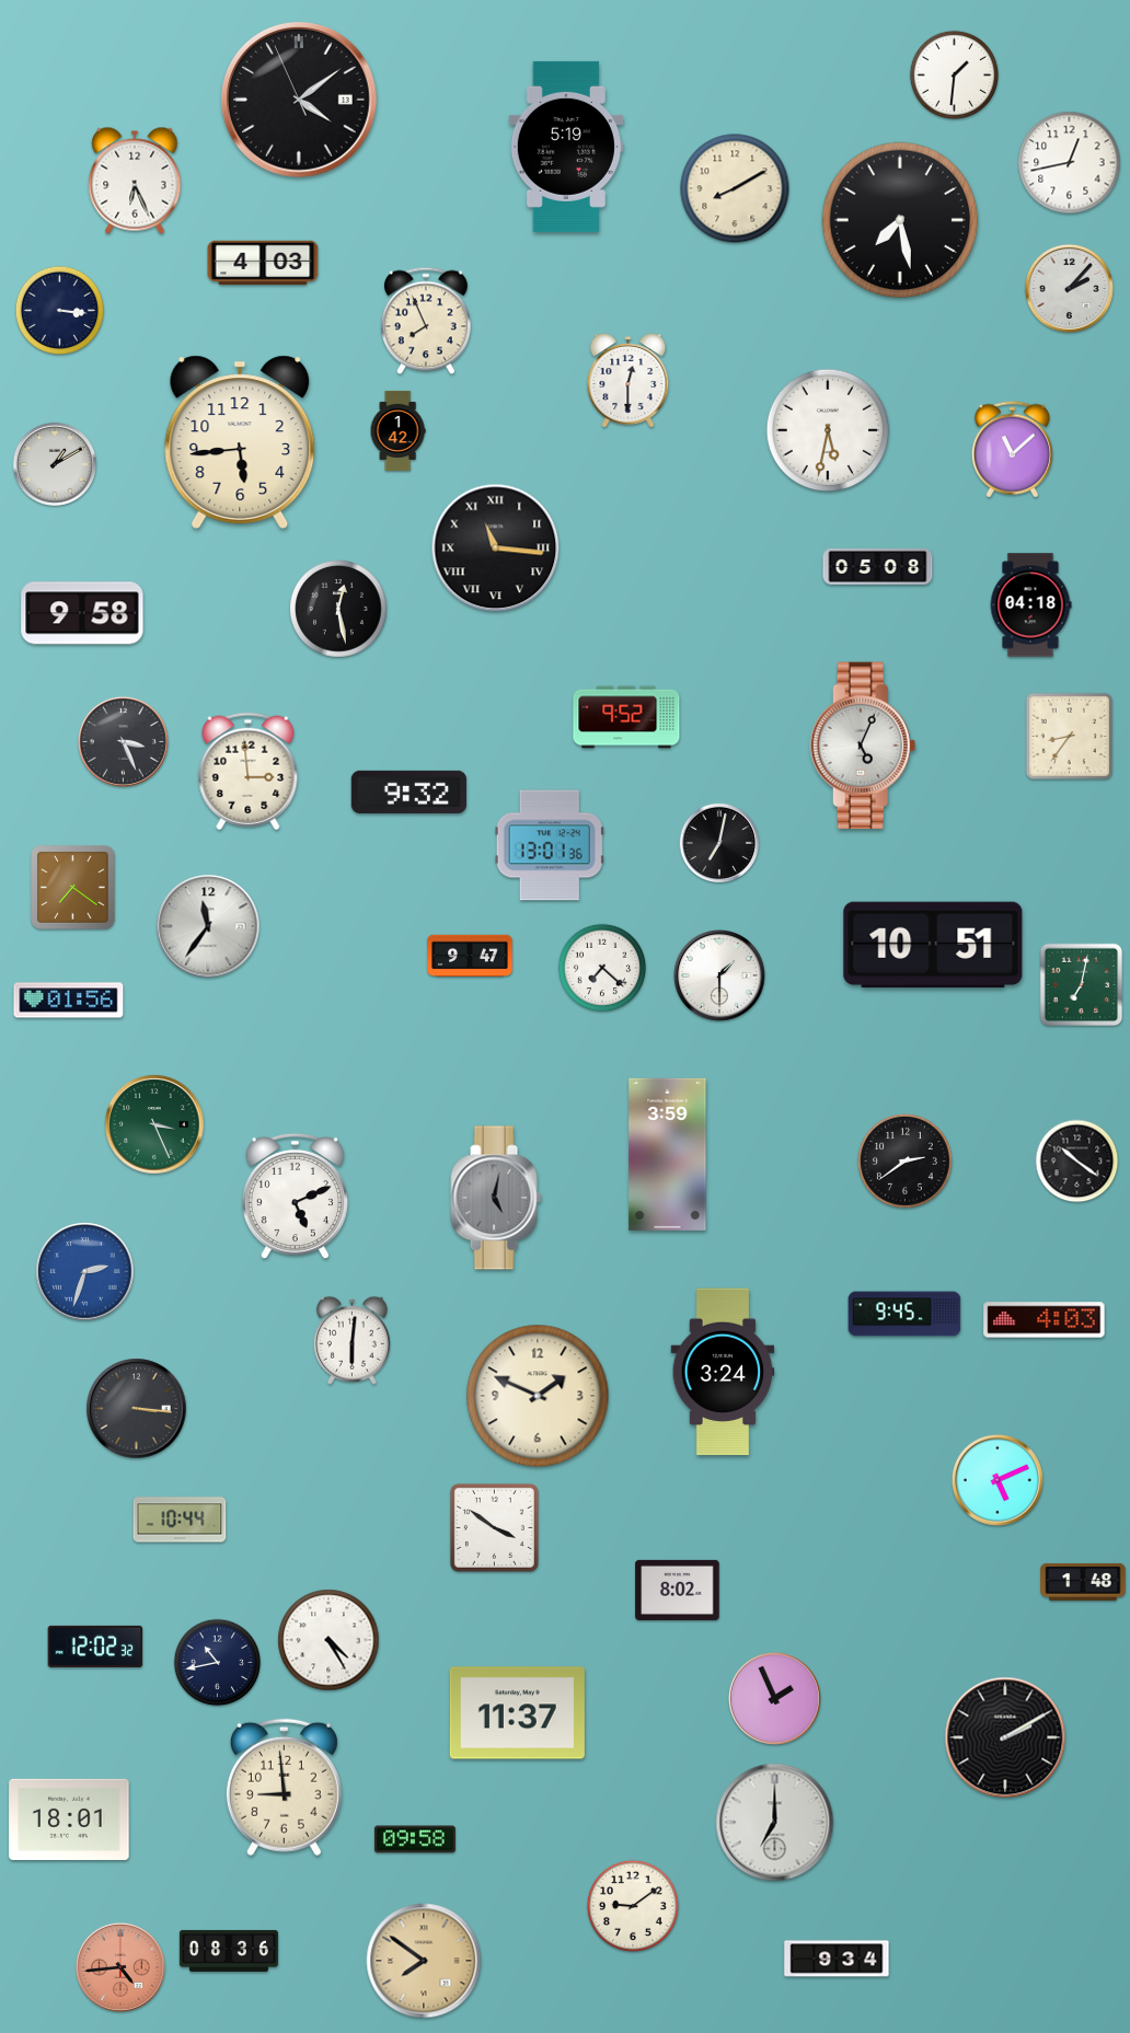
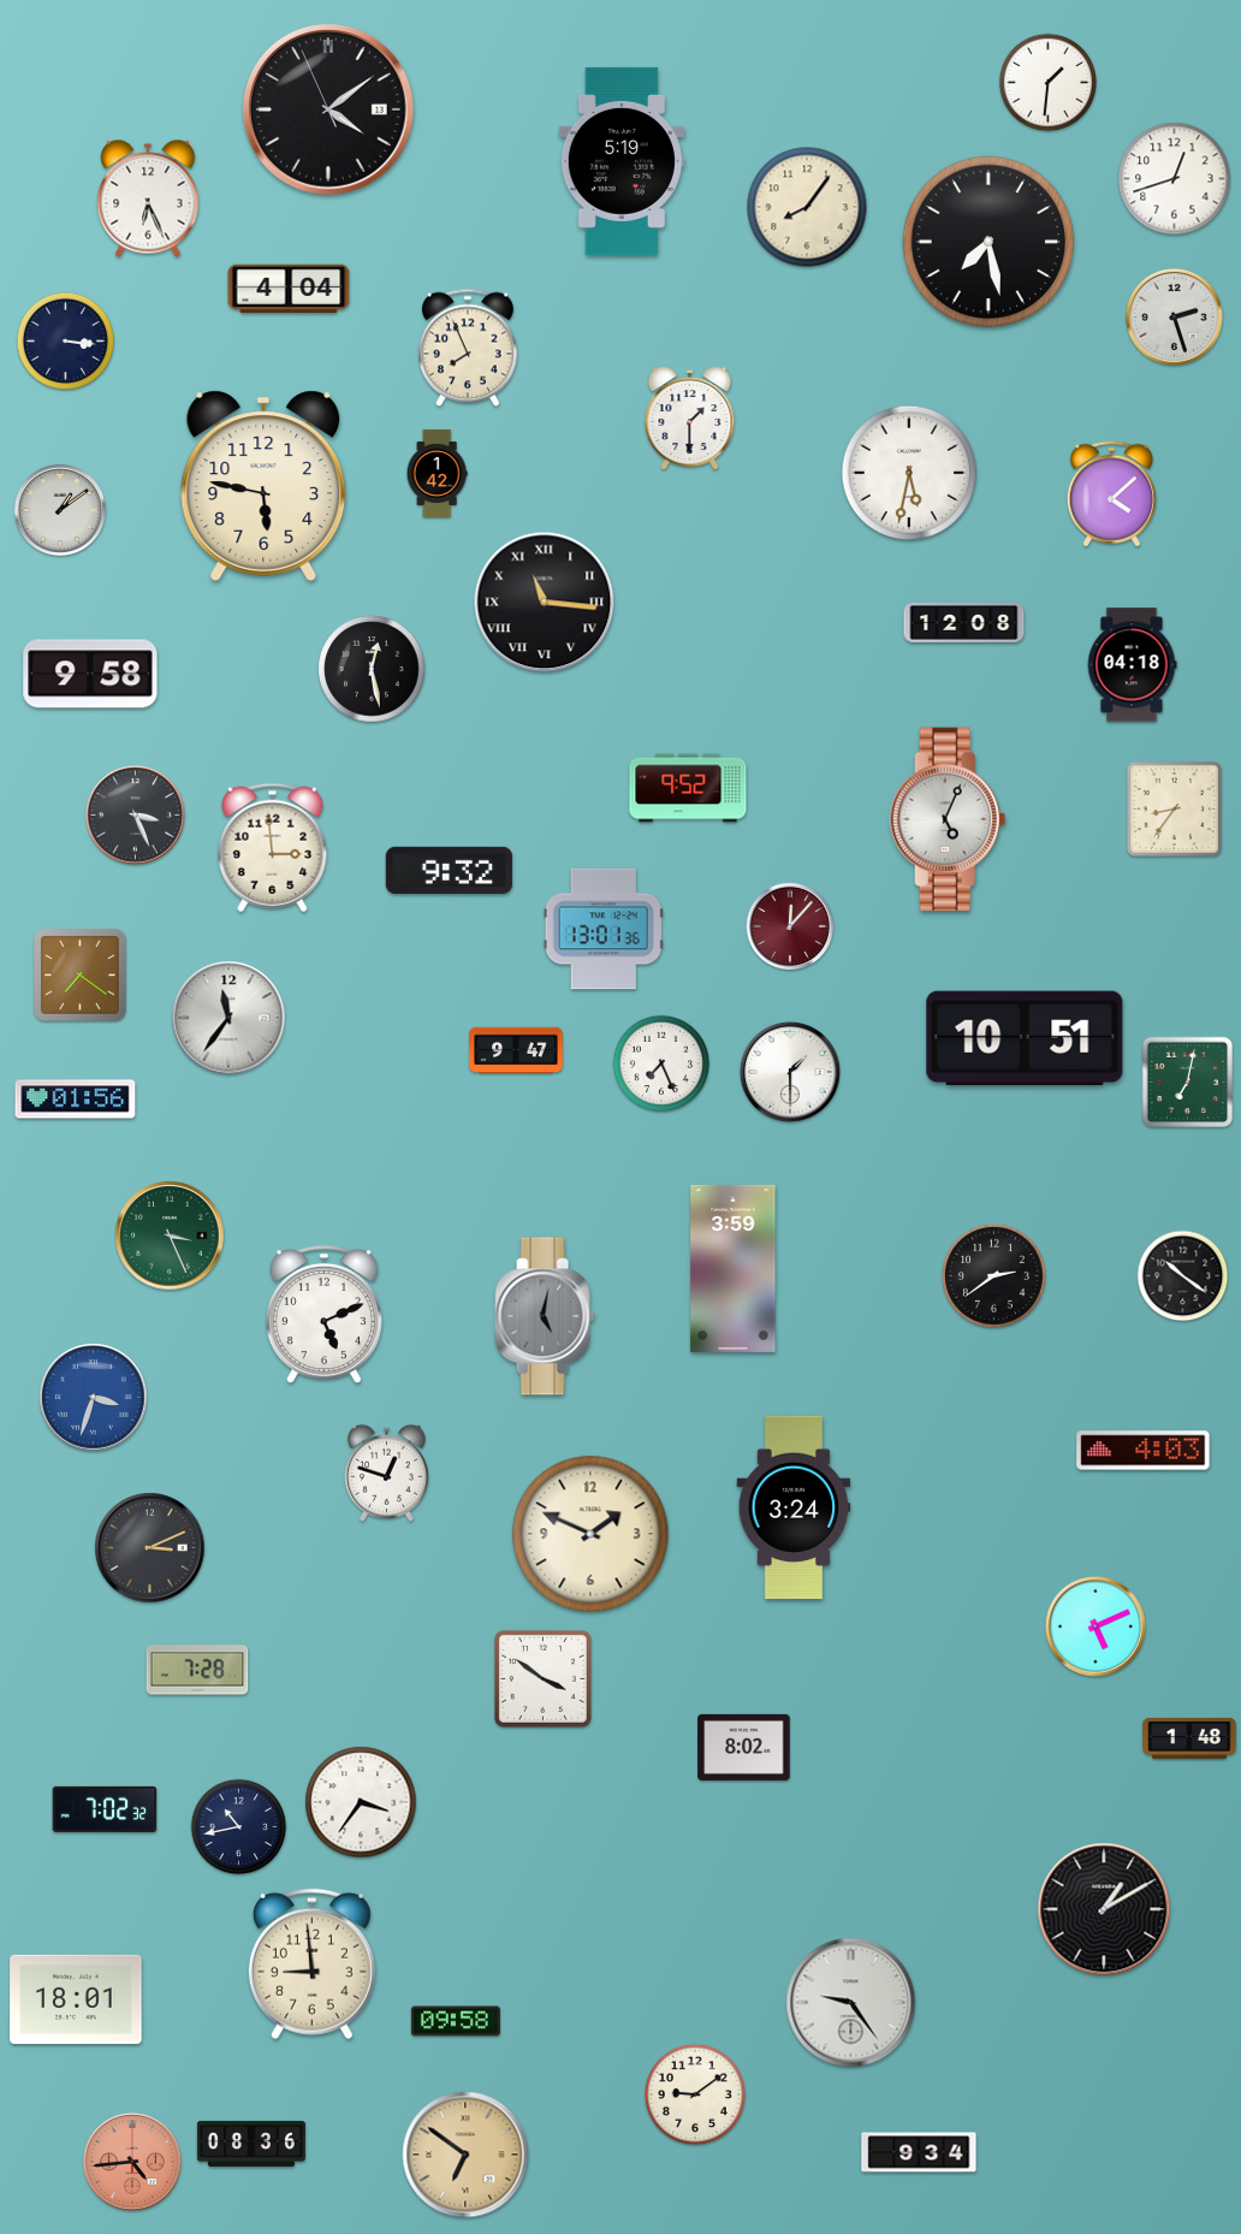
clock at (1070, 163): 12:43 -> 12:42
clock at (735, 188): 8:10 -> 8:06
clock at (263, 263): 4:03 -> 4:04
clock at (1069, 288): 2:07 -> 2:27
clock at (426, 321) position: (426, 321) -> (468, 348)
clock at (629, 381): 12:30 -> 1:30
clock at (240, 442): 5:44 -> 5:47
clock at (1012, 450): 11:08 -> 4:08
clock at (54, 463): 1:10 -> 1:09
clock at (878, 567): 05:08 -> 12:08
clock at (719, 843): 7:02 -> 12:07
clock at (719, 843) dial: black -> burgundy
clock at (602, 968): 7:22 -> 7:26
clock at (85, 1272): 2:33 -> 3:33
clock at (904, 1314): 9:45 -> none
clock at (1045, 1320) position: (1045, 1320) -> (1144, 1451)
clock at (351, 1340): 6:01 -> 12:48
clock at (137, 1409): 3:16 -> 3:11
clock at (180, 1520): 10:44 -> 7:28
clock at (328, 1640): 4:25 -> 3:36
clock at (95, 1647): 12:02 -> 7:02
clock at (774, 1698): 1:56 -> none
clock at (517, 1713): 11:37 -> none
clock at (1005, 1737): 2:10 -> 1:10
clock at (775, 1823): 7:00 -> 9:24
clock at (424, 1961): 7:51 -> 6:51
